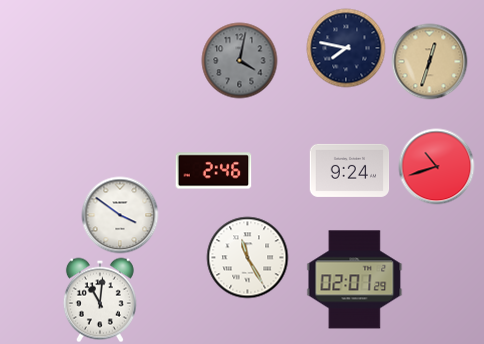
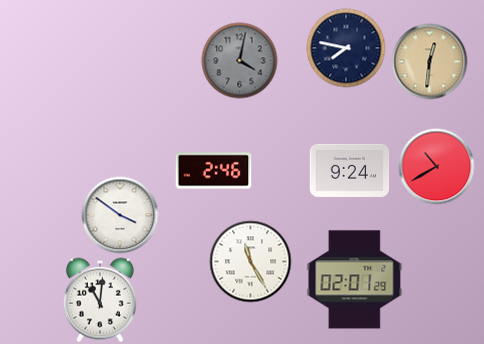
clock at (430, 62): 12:33 -> 12:31
clock at (437, 167): 10:42 -> 10:40
clock at (248, 258) position: (248, 258) -> (251, 262)
